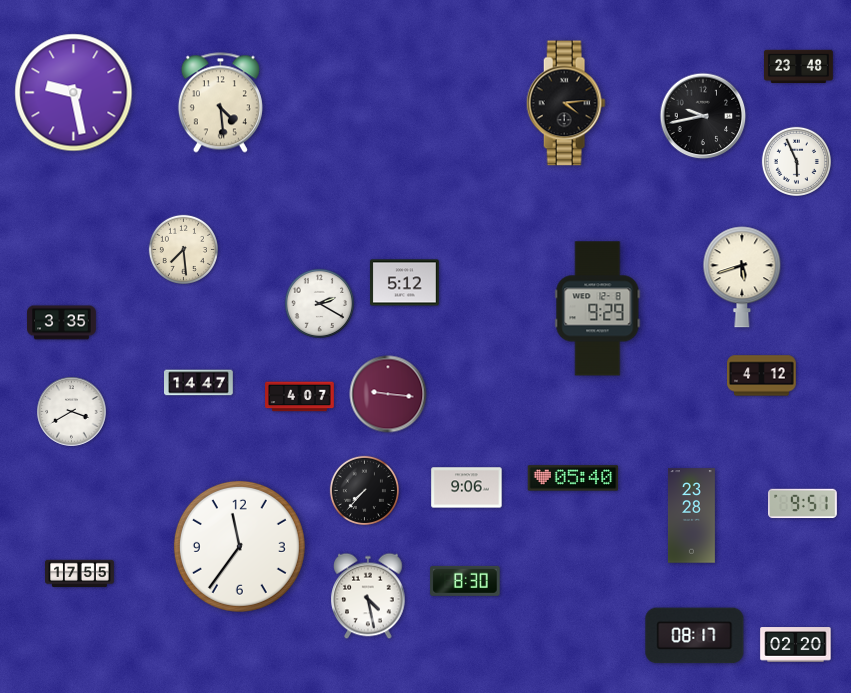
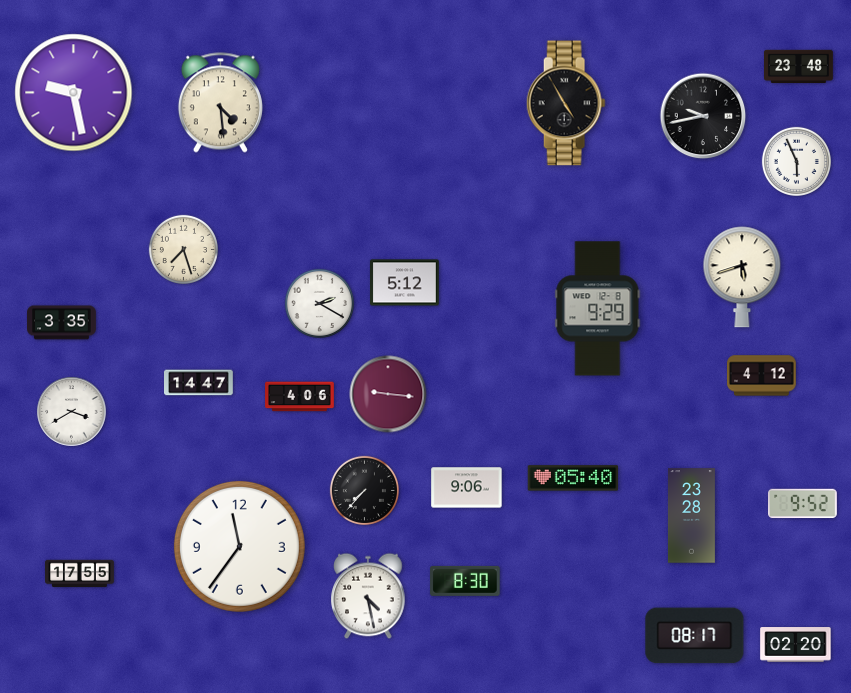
clock at (566, 103): 4:14 -> 4:55
clock at (183, 249): 7:29 -> 7:27
clock at (300, 397): 4:07 -> 4:06
clock at (803, 504): 9:51 -> 9:52
